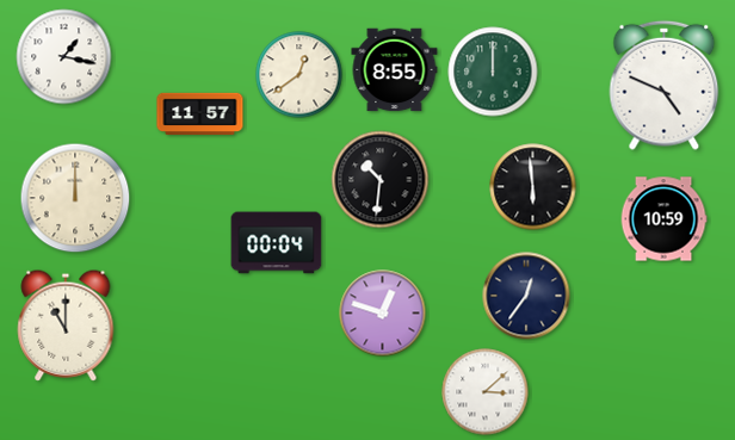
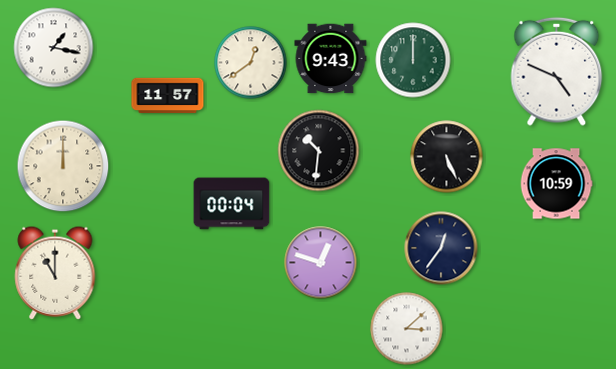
clock at (395, 70): 8:55 -> 9:43
clock at (533, 187): 5:59 -> 5:26
